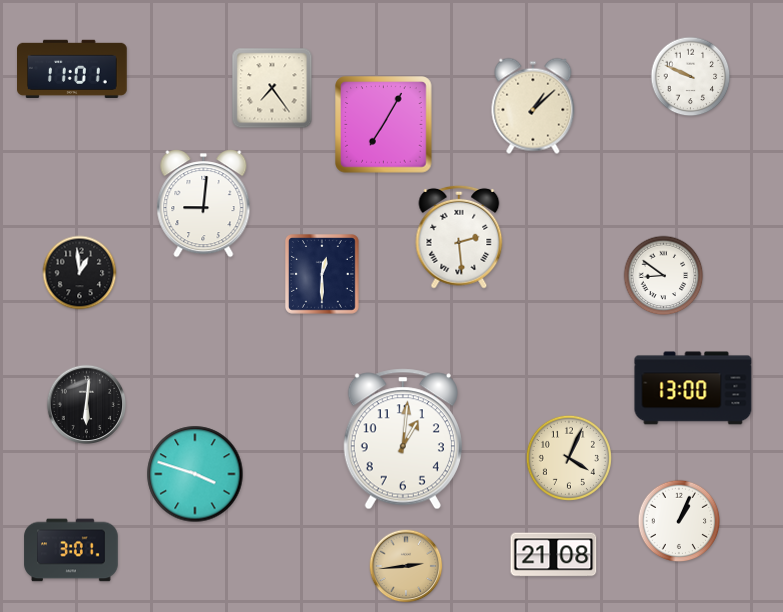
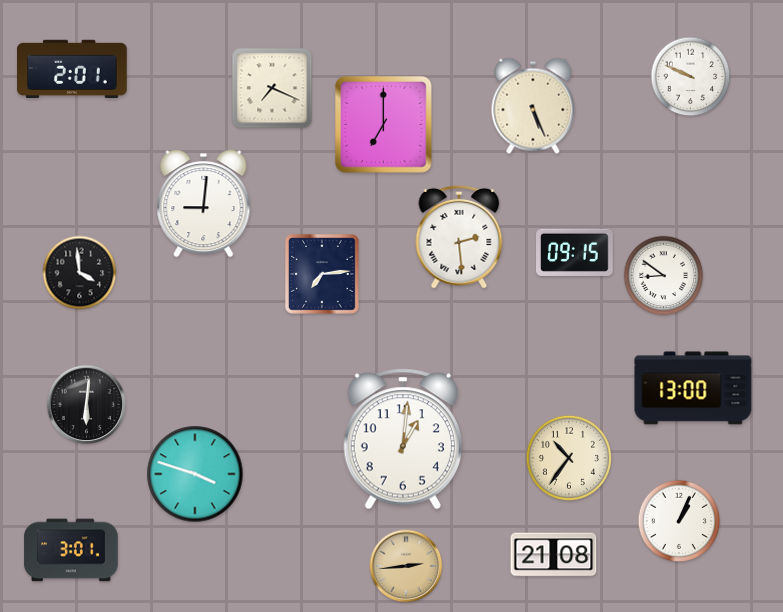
clock at (73, 69): 11:01 -> 2:01
clock at (272, 88): 7:24 -> 7:19
clock at (533, 106): 1:08 -> 5:26
clock at (384, 125): 7:05 -> 7:00
clock at (575, 252): none -> 09:15
clock at (80, 273): 12:59 -> 3:59
clock at (323, 275): 12:30 -> 7:14
clock at (569, 458): 4:04 -> 10:36
